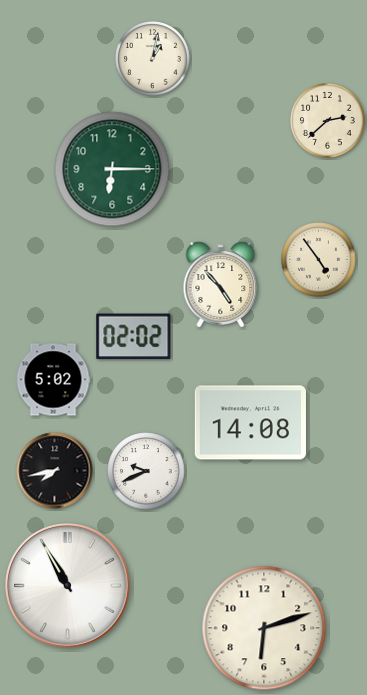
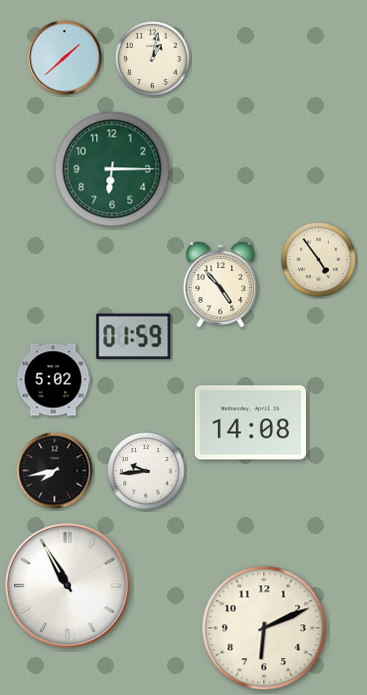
clock at (65, 58): none -> 1:38
clock at (328, 121): 2:38 -> none
clock at (134, 337): 02:02 -> 01:59
clock at (146, 471): 9:41 -> 9:44
clock at (264, 628): 6:12 -> 6:11
